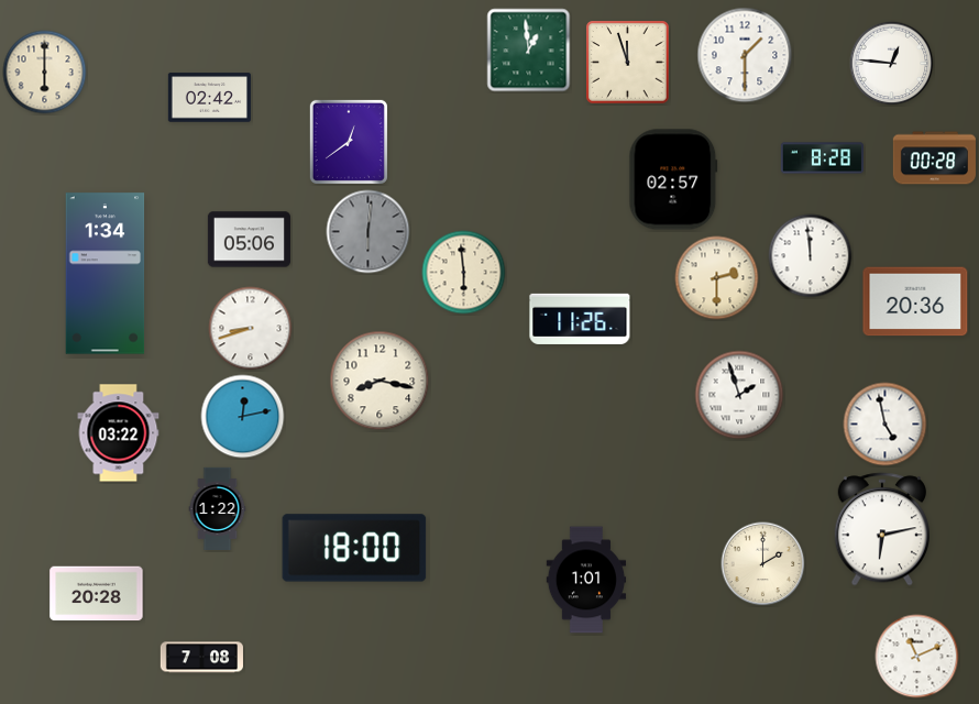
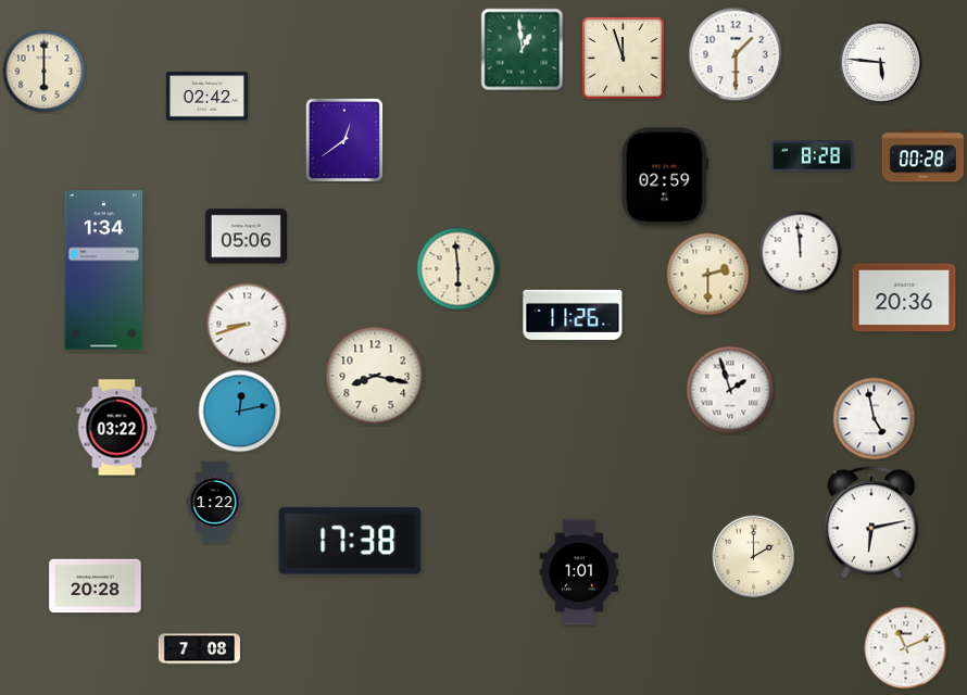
clock at (628, 63) position: (628, 63) -> (624, 59)
clock at (892, 64): 12:46 -> 5:46
clock at (673, 179): 02:57 -> 02:59
clock at (369, 232): 6:01 -> none
clock at (354, 548): 18:00 -> 17:38
